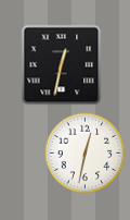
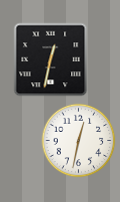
clock at (62, 65) position: (62, 65) -> (51, 60)
